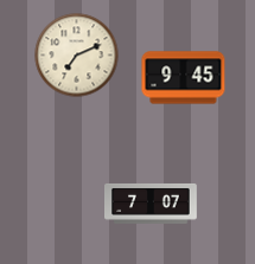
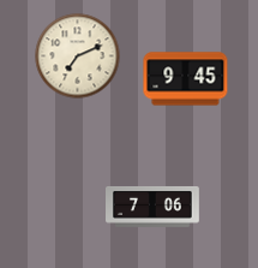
clock at (152, 204): 7:07 -> 7:06
